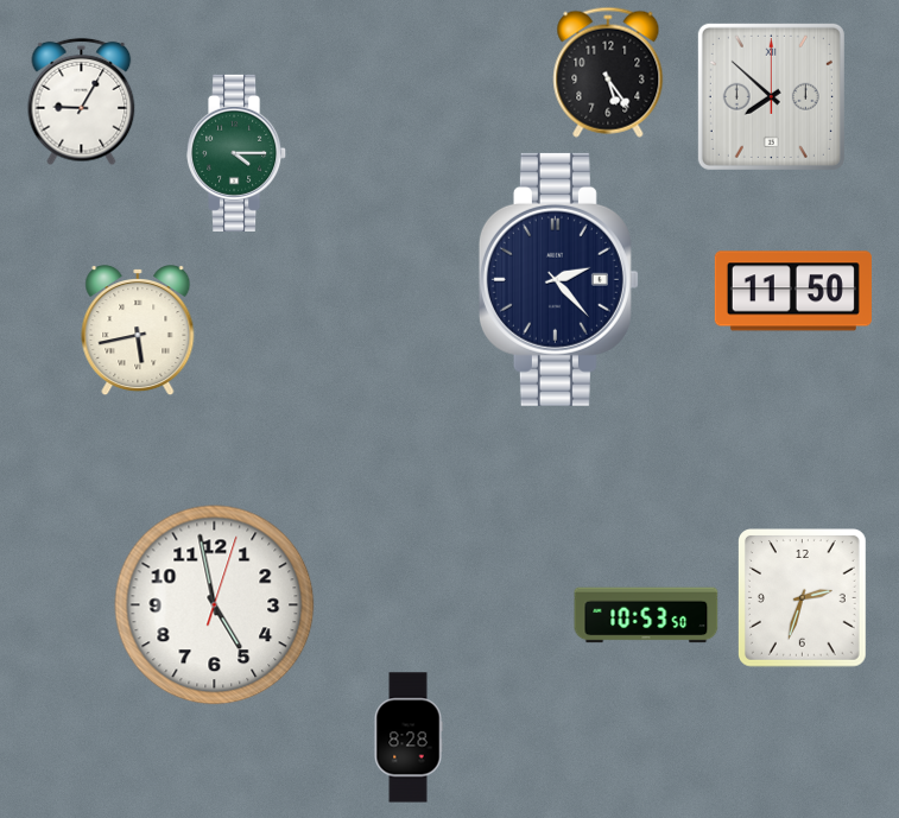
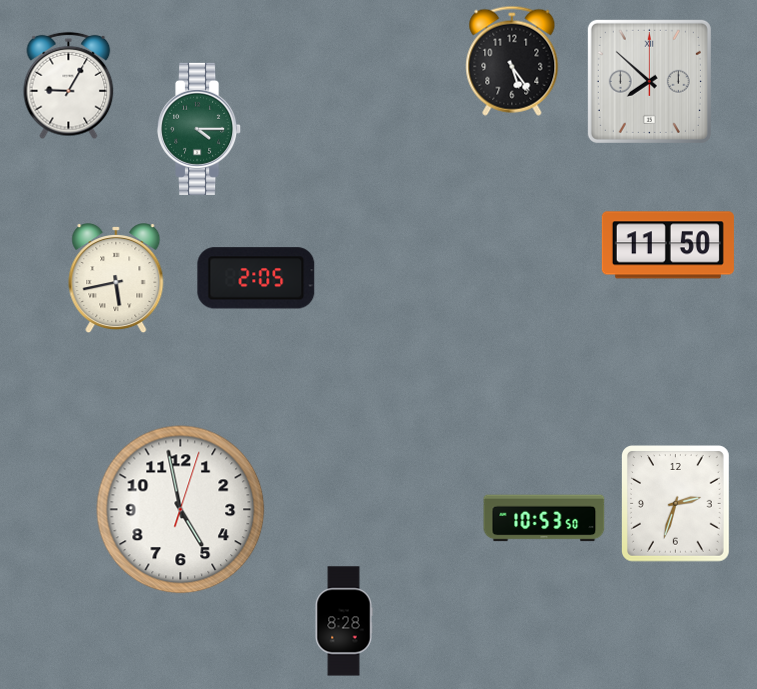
clock at (558, 279): 2:23 -> none
clock at (256, 278): none -> 2:05
